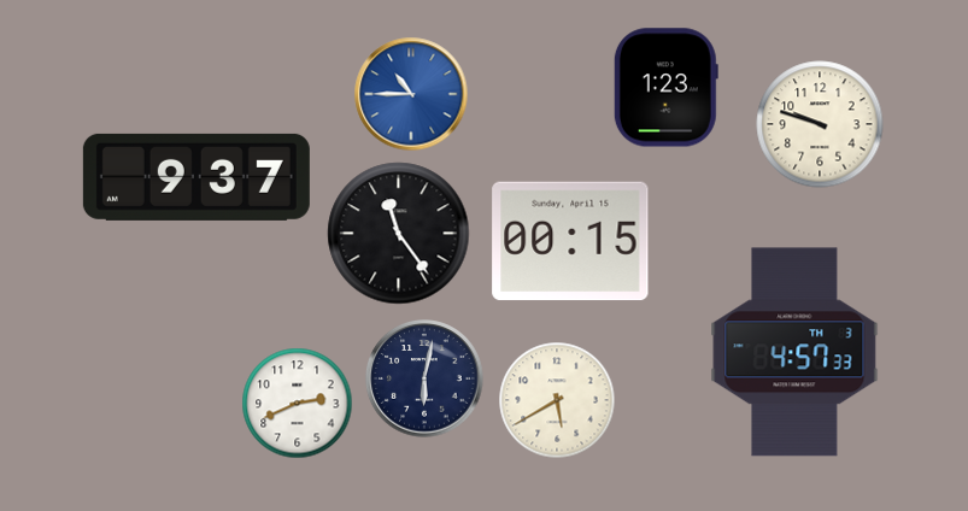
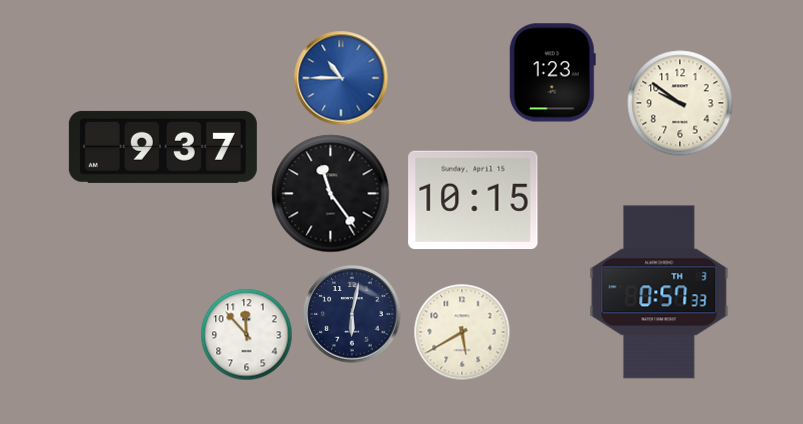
clock at (820, 124): 9:48 -> 9:51
clock at (570, 241): 00:15 -> 10:15
clock at (794, 352): 4:57 -> 0:57
clock at (298, 404): 2:41 -> 11:53
